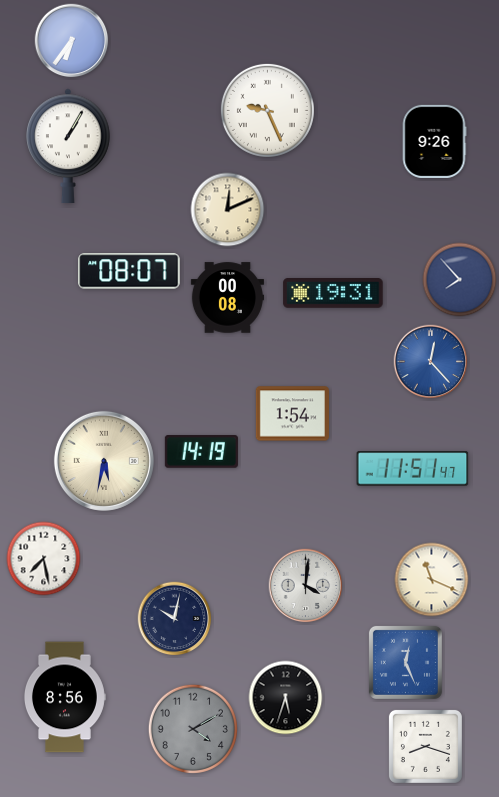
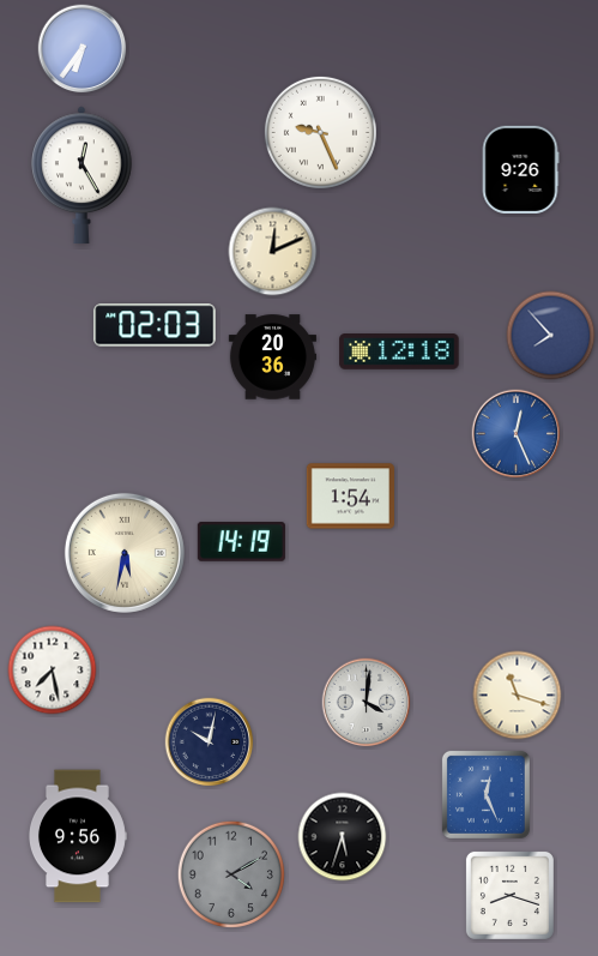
clock at (72, 41) position: (72, 41) -> (83, 49)
clock at (68, 145): 1:05 -> 12:25
clock at (129, 271): 08:07 -> 02:03
clock at (333, 294): 19:31 -> 12:18
clock at (227, 298): 00:08 -> 20:36
clock at (431, 362): 12:23 -> 12:26
clock at (413, 469): 11:51 -> none
clock at (432, 580): 11:19 -> 11:18
clock at (64, 697): 8:56 -> 9:56
